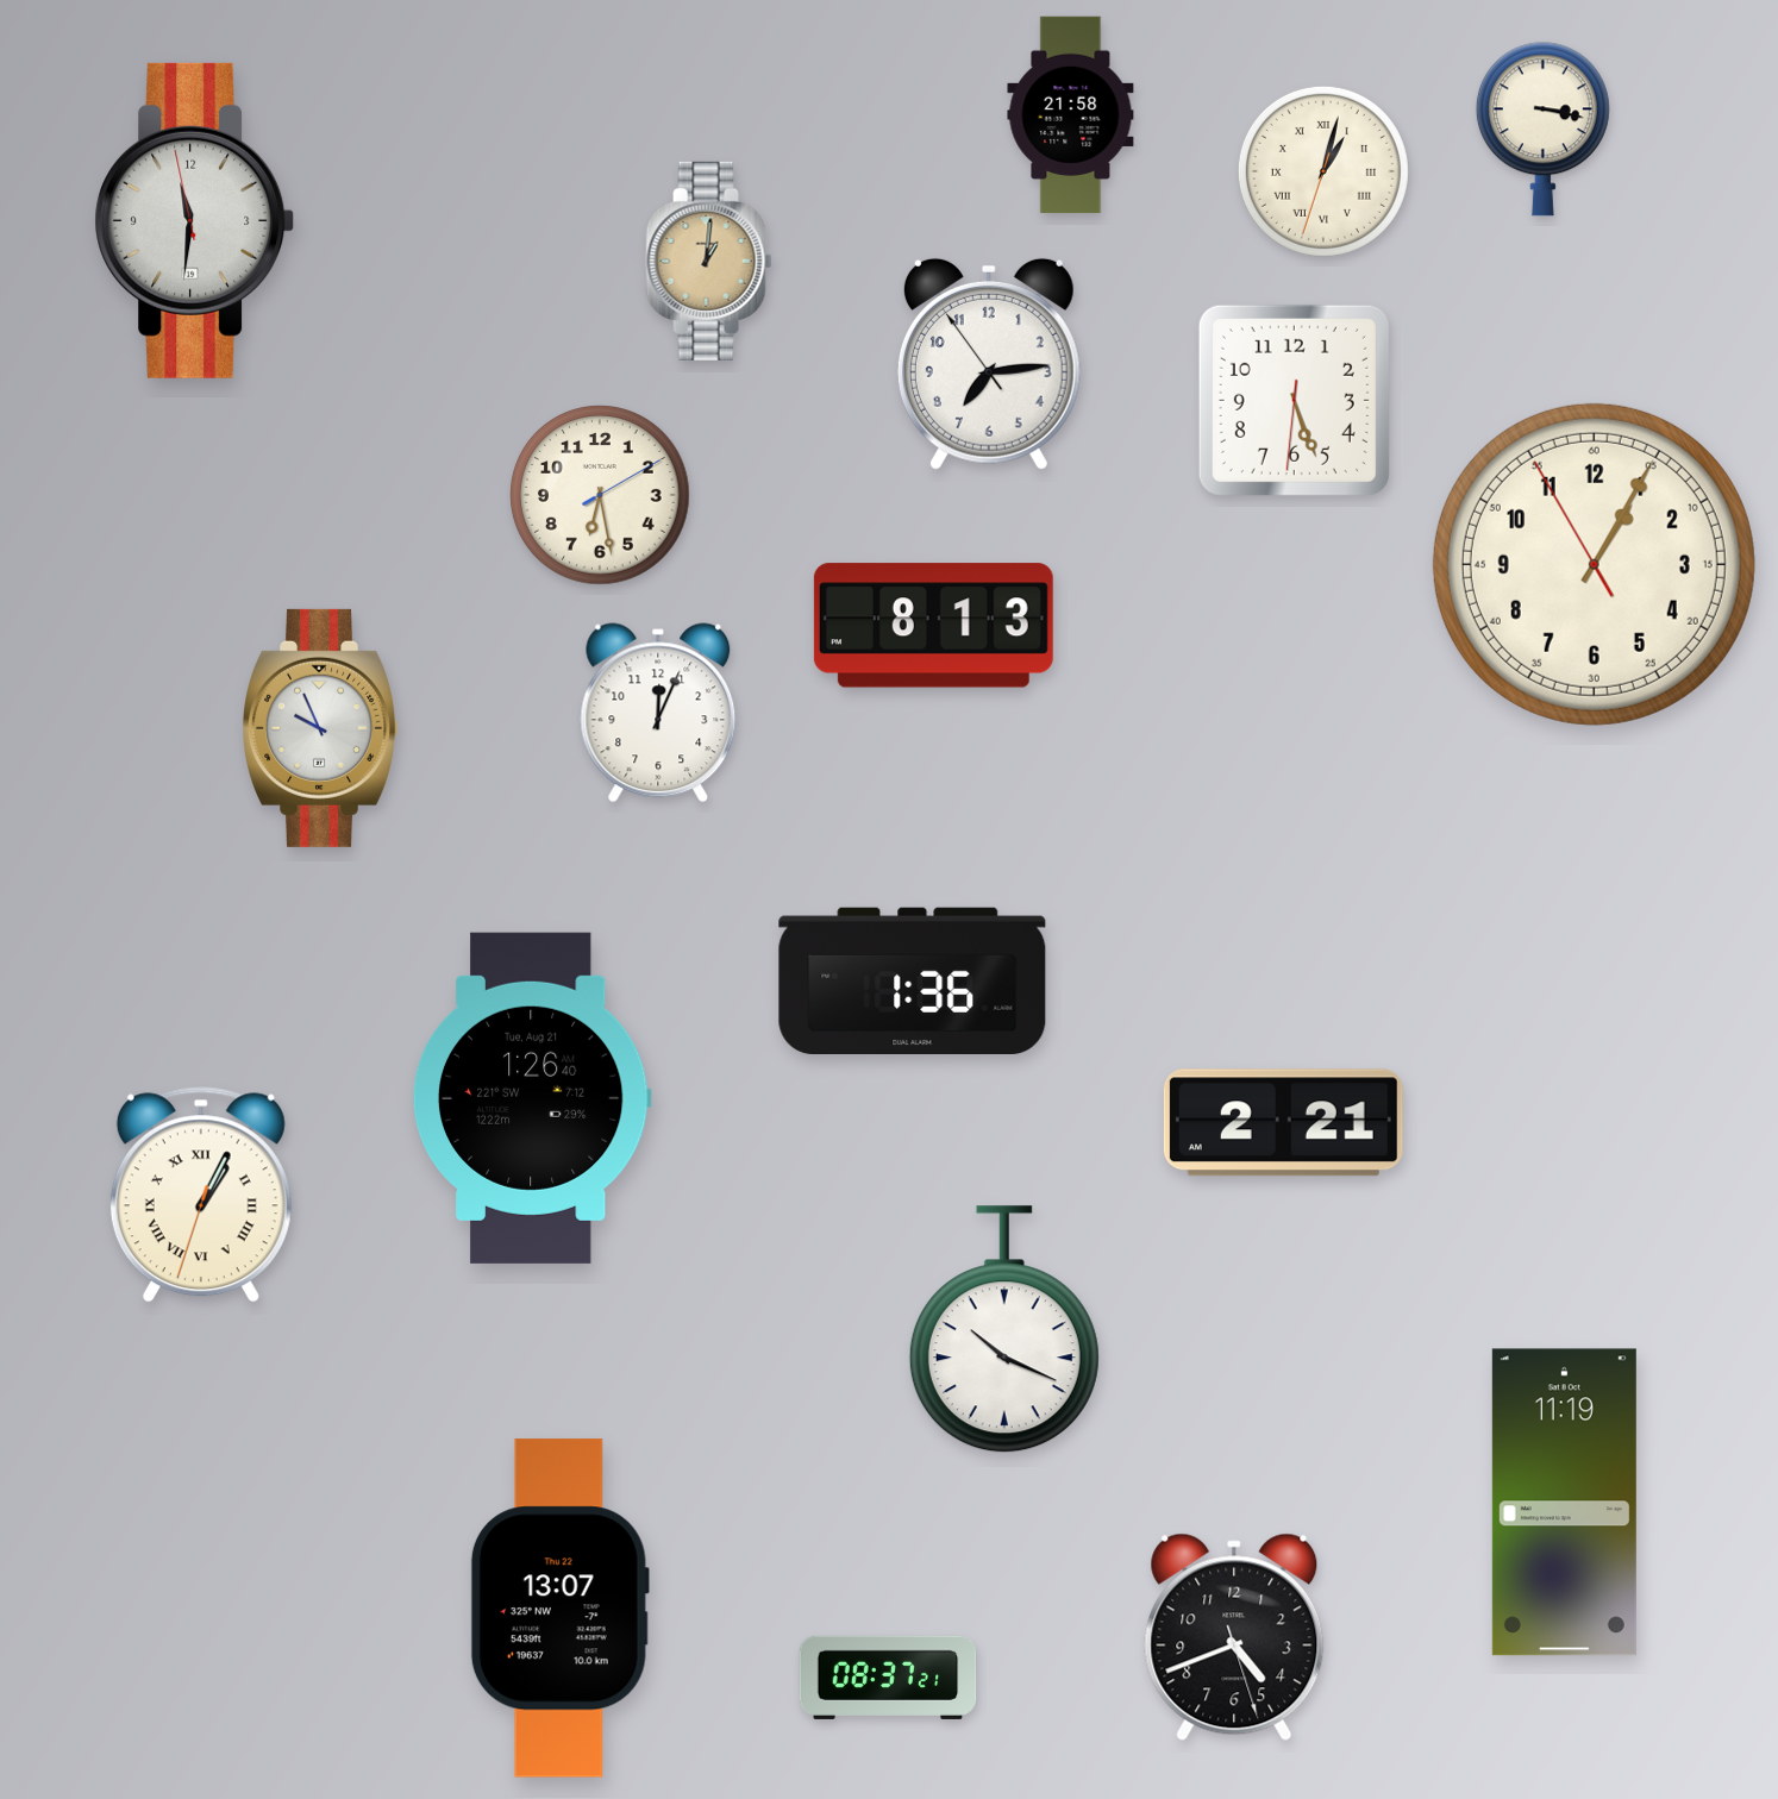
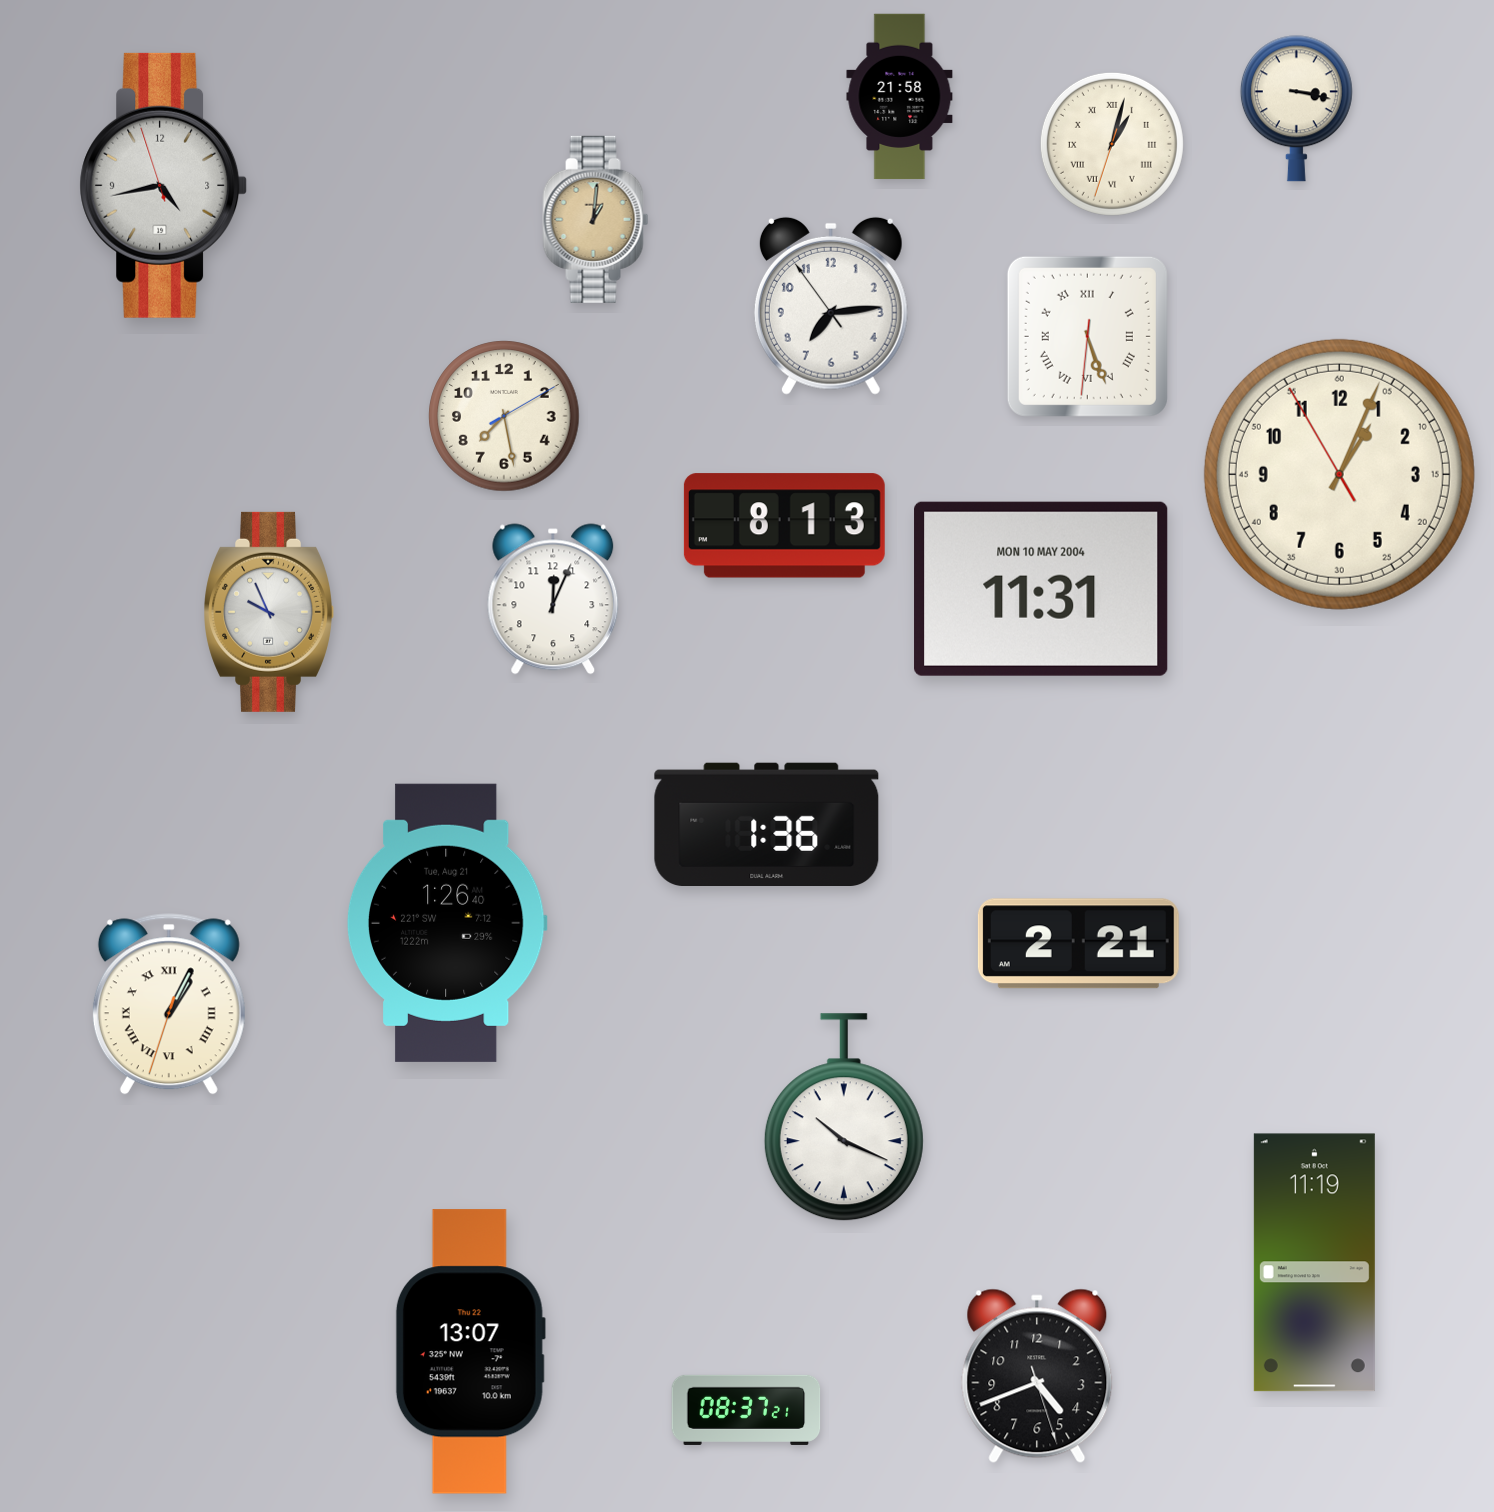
clock at (195, 220): 11:30 -> 4:42
clock at (1294, 400) numerals: Arabic -> Roman
clock at (600, 495): 6:28 -> 7:28
clock at (1594, 564): 1:04 -> 1:03
clock at (1041, 589): none -> 11:31
